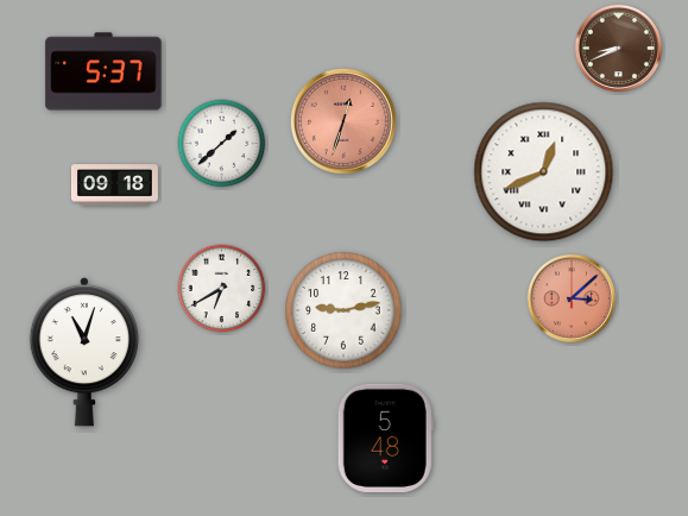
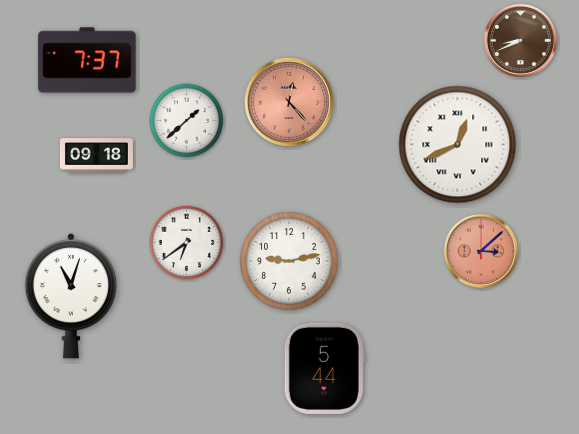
clock at (103, 71): 5:37 -> 7:37
clock at (343, 121): 12:33 -> 12:23
clock at (222, 289): 6:40 -> 6:39
clock at (385, 438): 5:48 -> 5:44
